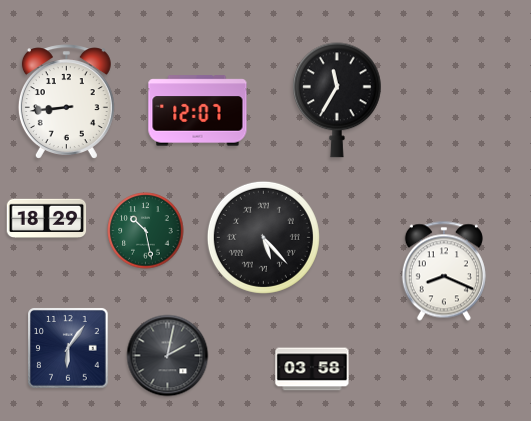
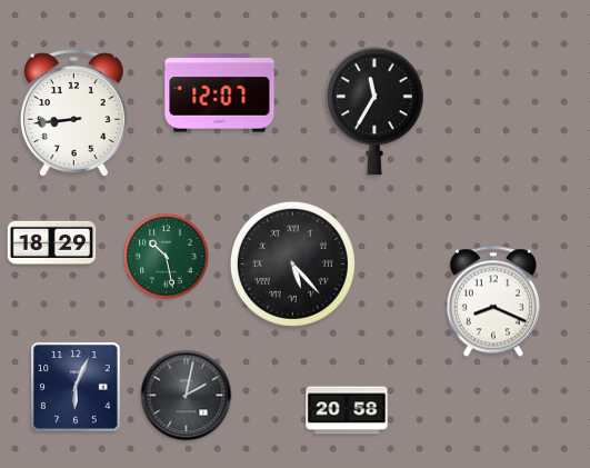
clock at (198, 111) position: (198, 111) -> (220, 93)
clock at (146, 231) position: (146, 231) -> (167, 257)
clock at (69, 349): 6:06 -> 6:04
clock at (312, 369): 03:58 -> 20:58
